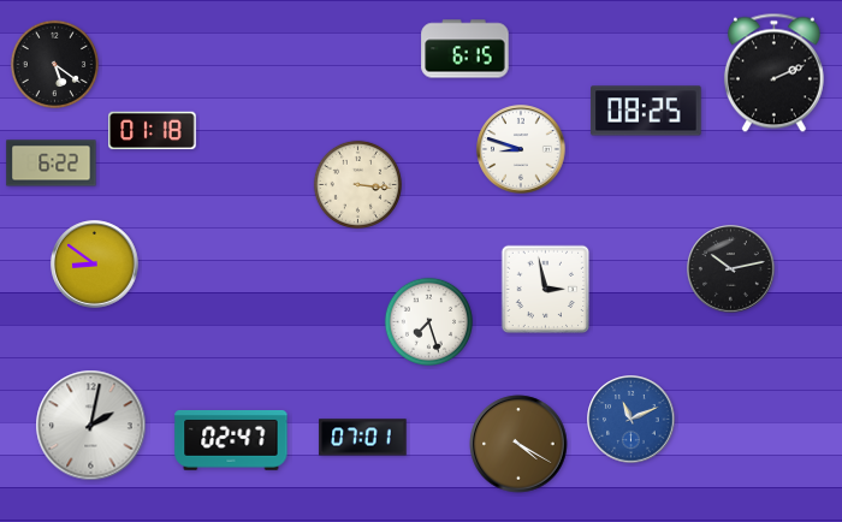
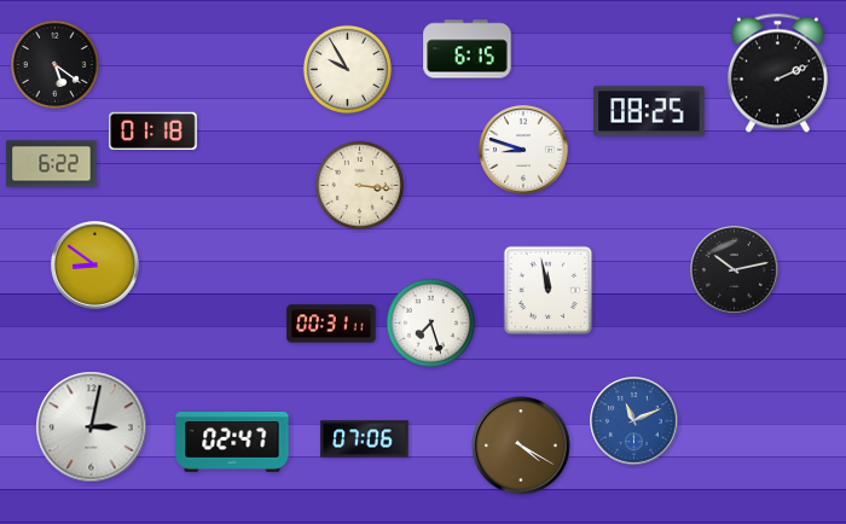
clock at (347, 69): none -> 9:55
clock at (546, 290): 2:58 -> 11:58
clock at (331, 324): none -> 00:31
clock at (91, 426): 2:02 -> 3:02
clock at (363, 438): 07:01 -> 07:06
